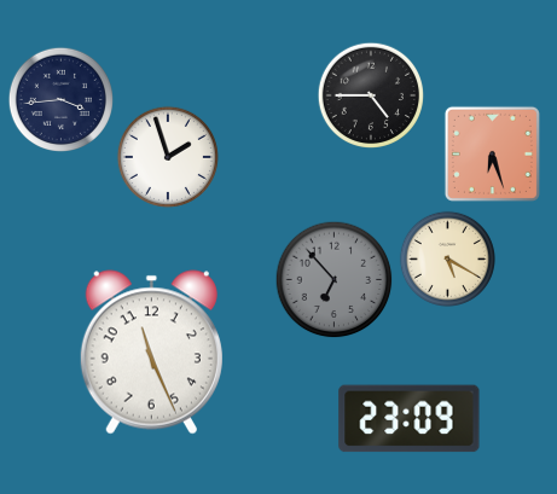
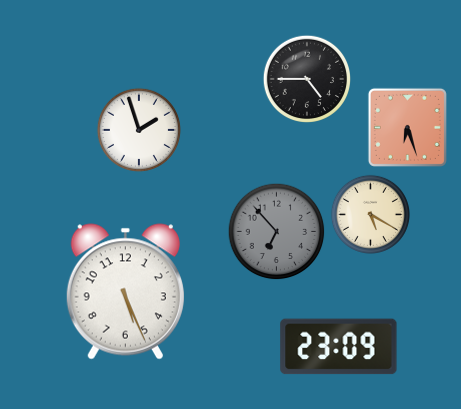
clock at (60, 99): 3:44 -> none
clock at (151, 353): 11:26 -> 5:26
